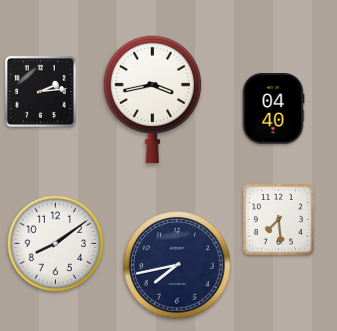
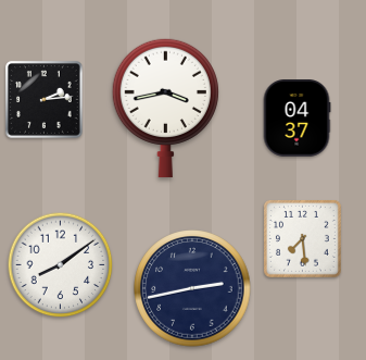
clock at (273, 109): 04:40 -> 04:37
clock at (177, 265): 7:43 -> 2:43
